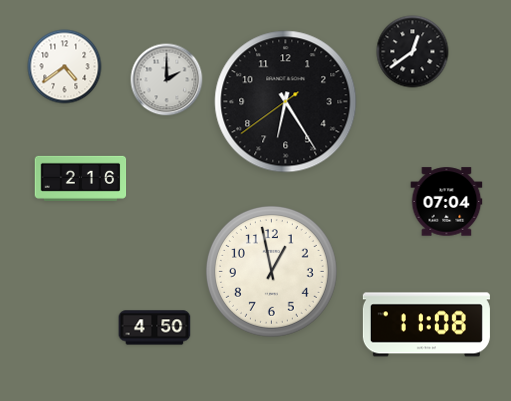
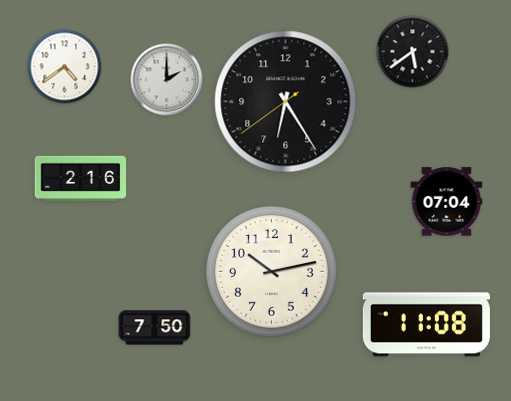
clock at (413, 52): 12:39 -> 5:39
clock at (271, 271): 12:58 -> 10:13
clock at (155, 328): 4:50 -> 7:50
